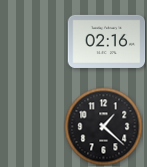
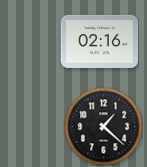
clock at (106, 41) position: (106, 41) -> (99, 41)
